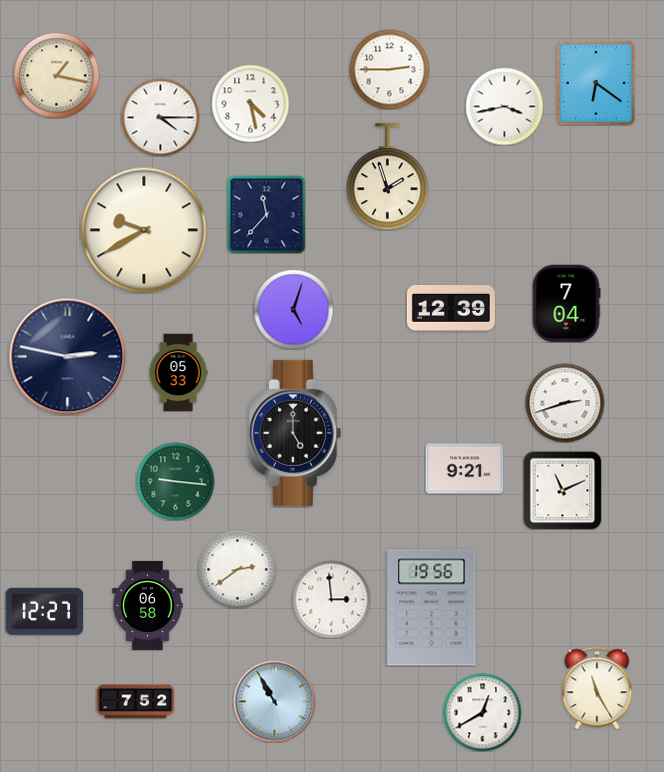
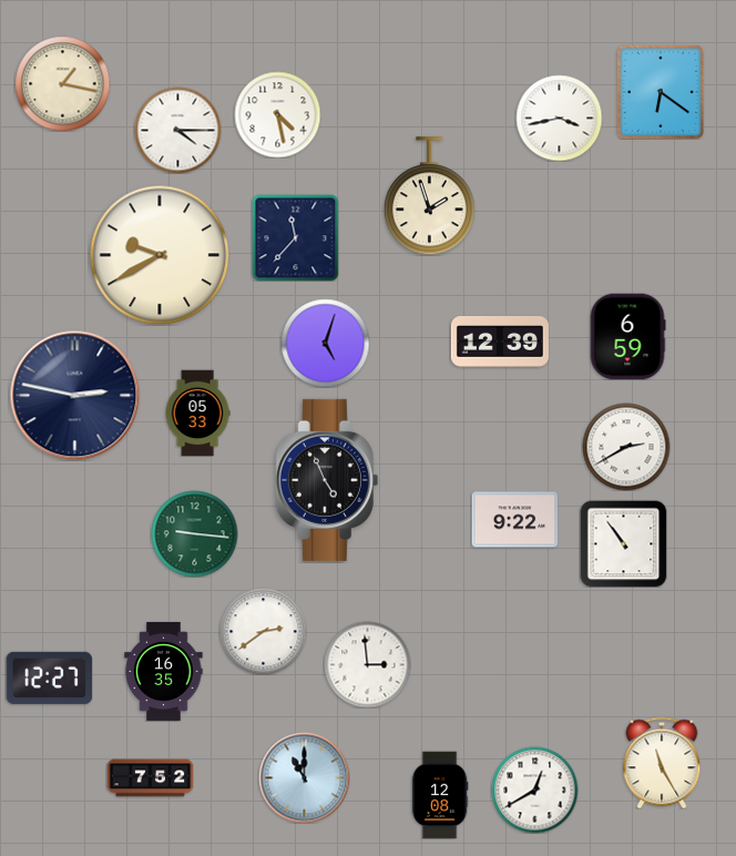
clock at (389, 69): 2:45 -> none
clock at (566, 303): 7:04 -> 6:59
clock at (565, 403): 2:42 -> 2:40
clock at (295, 433): 5:00 -> 4:56
clock at (464, 469): 9:21 -> 9:22
clock at (562, 490): 11:11 -> 10:54
clock at (148, 605): 06:58 -> 16:35
clock at (432, 608): 19:56 -> none
clock at (274, 701): 10:55 -> 11:00
clock at (440, 795): none -> 12:08
